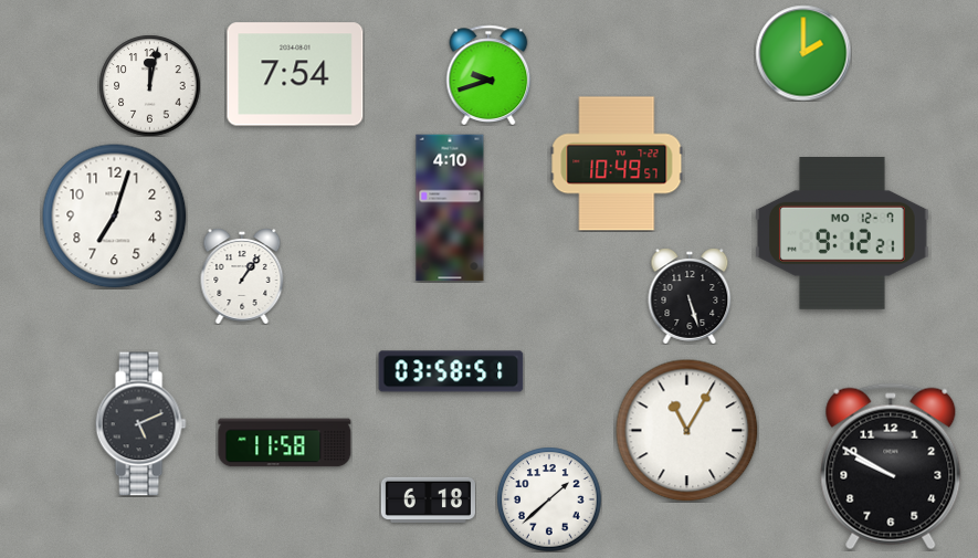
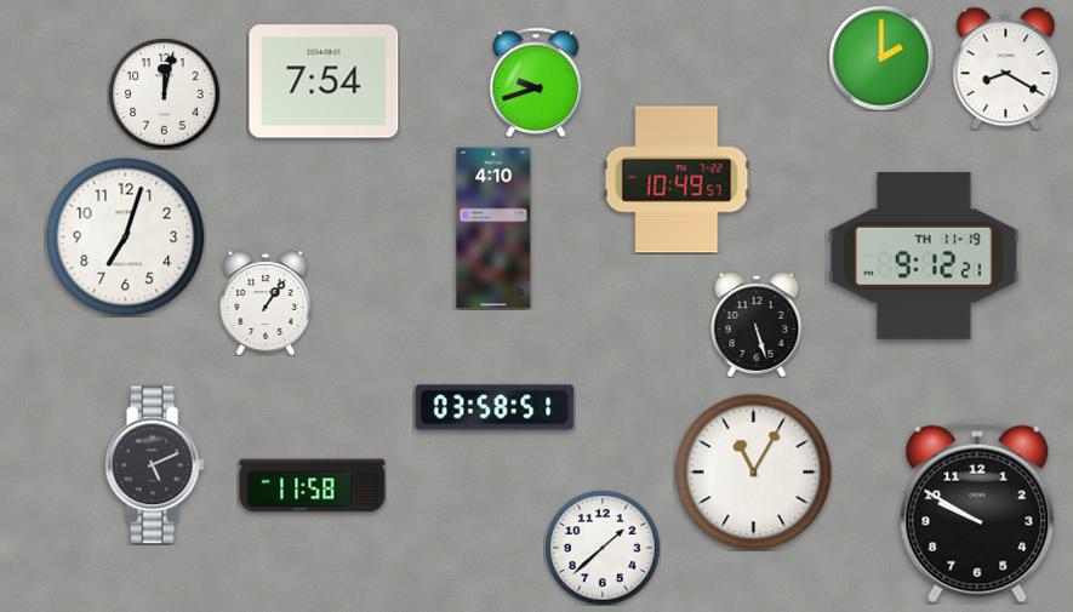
clock at (1006, 68): none -> 8:20
clock at (843, 234) date: MO 12-7 -> TH 11-19
clock at (428, 501): 6:18 -> none
